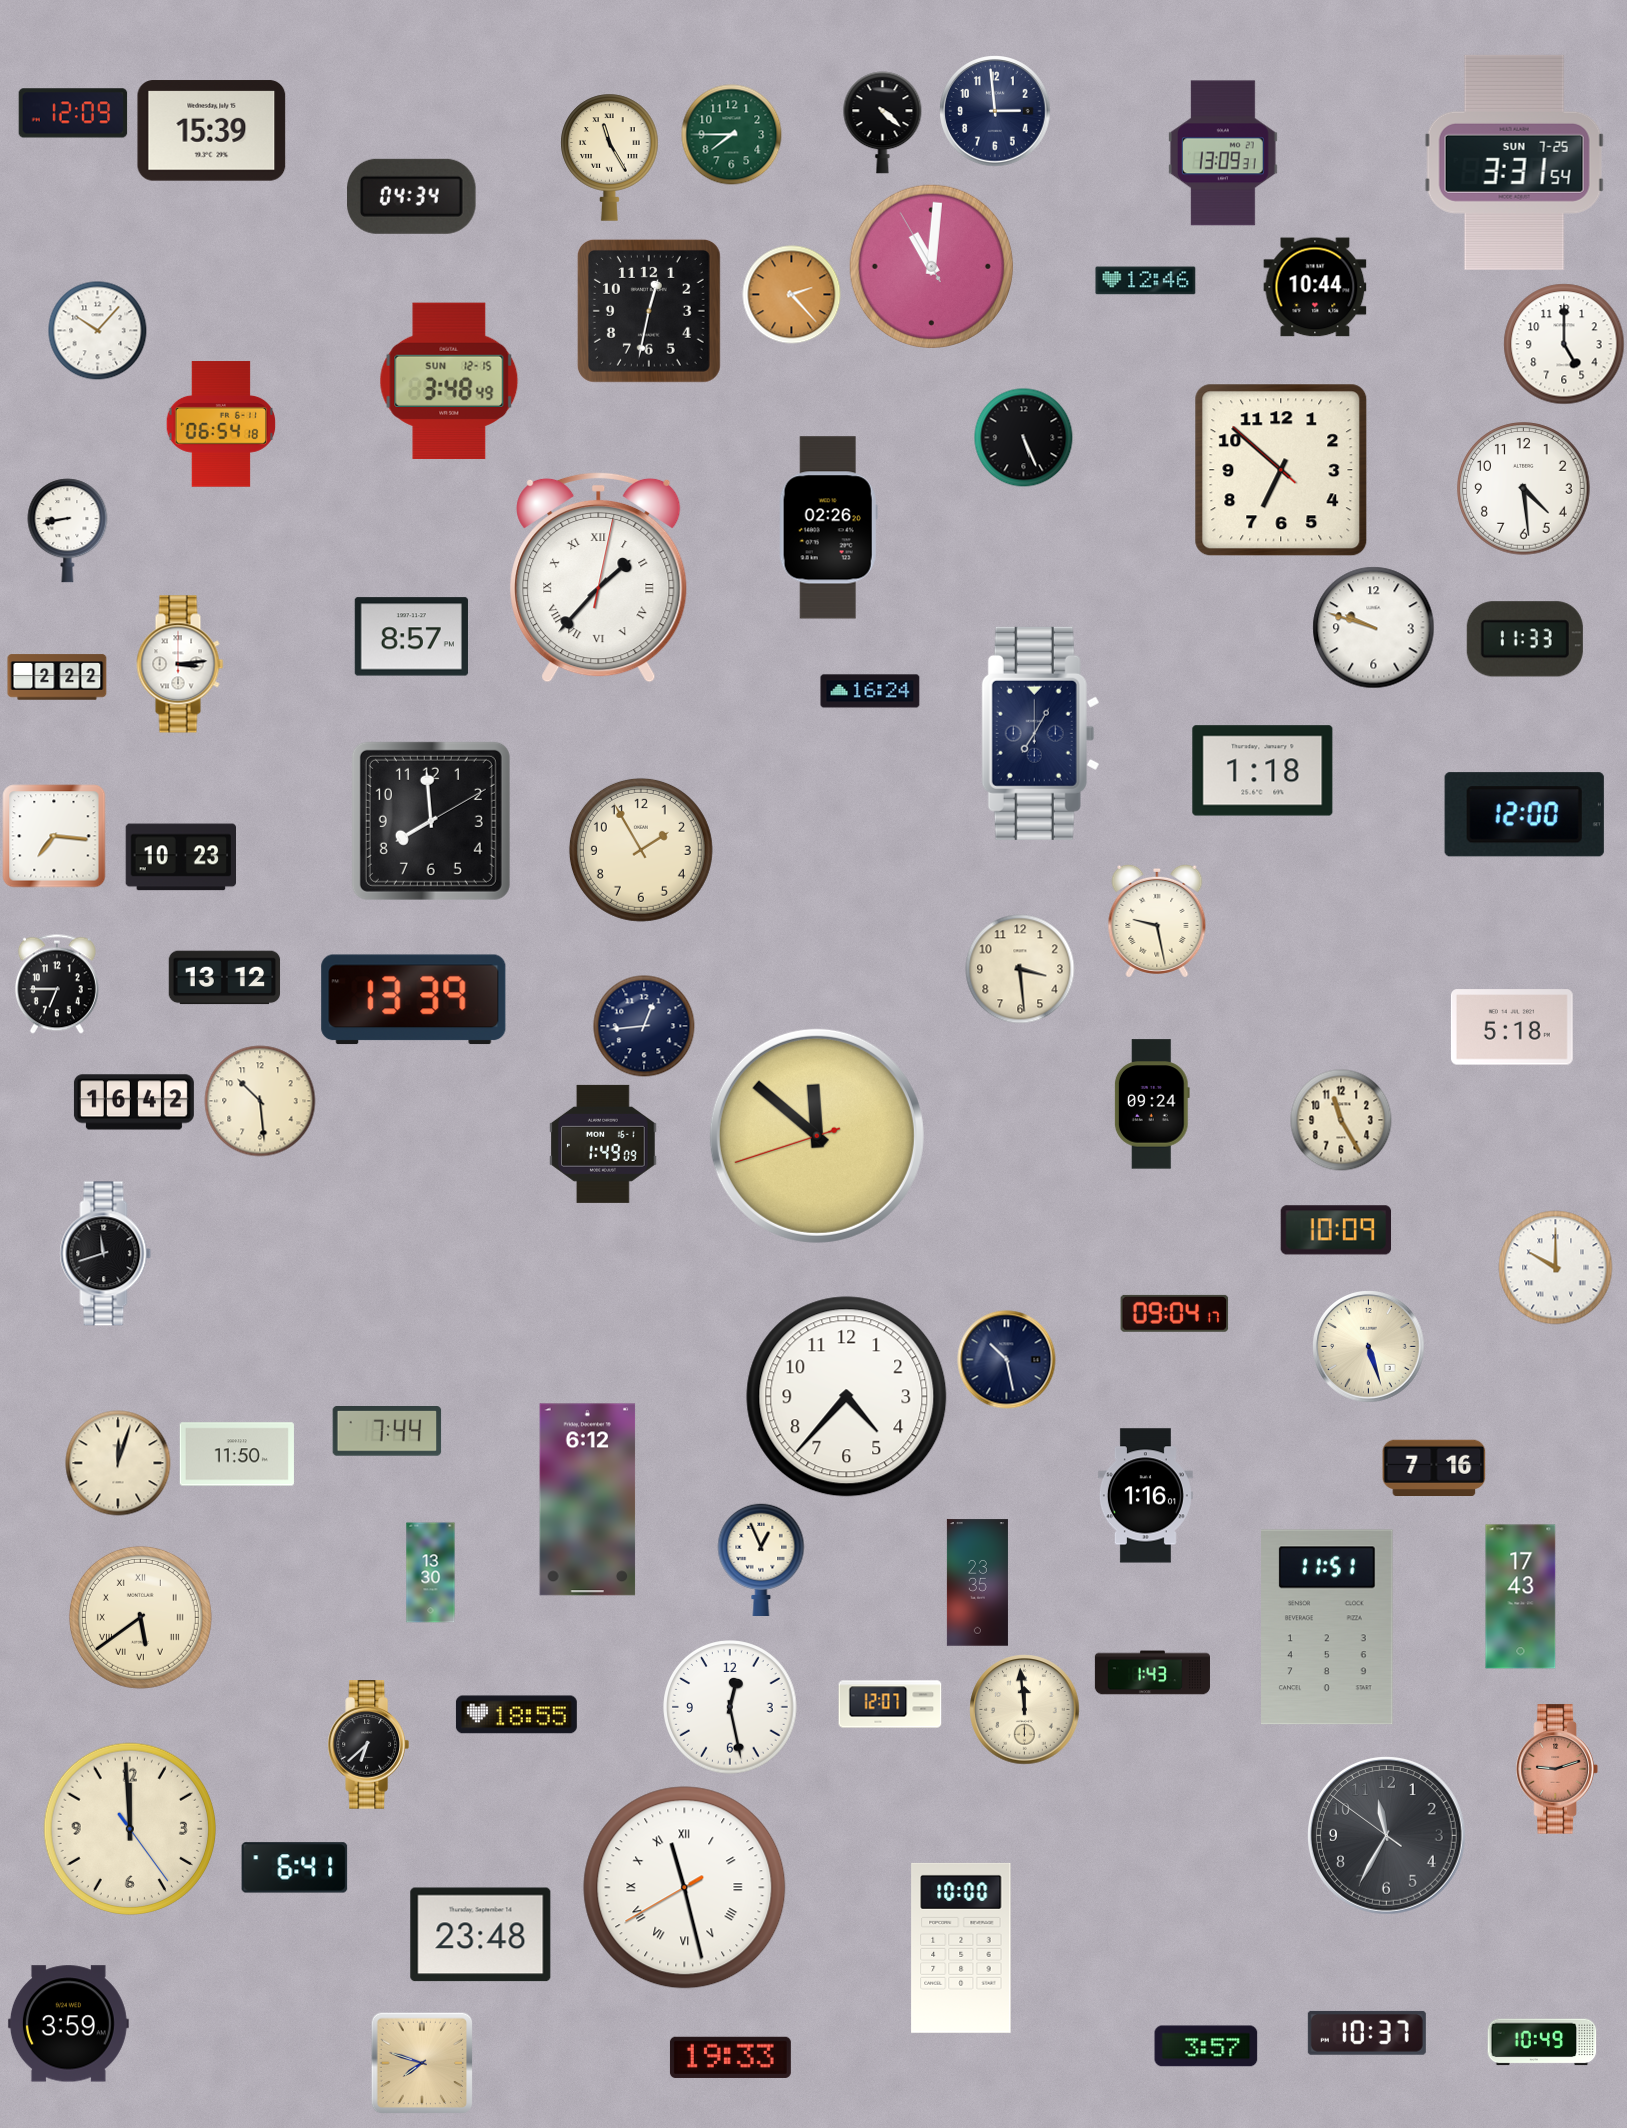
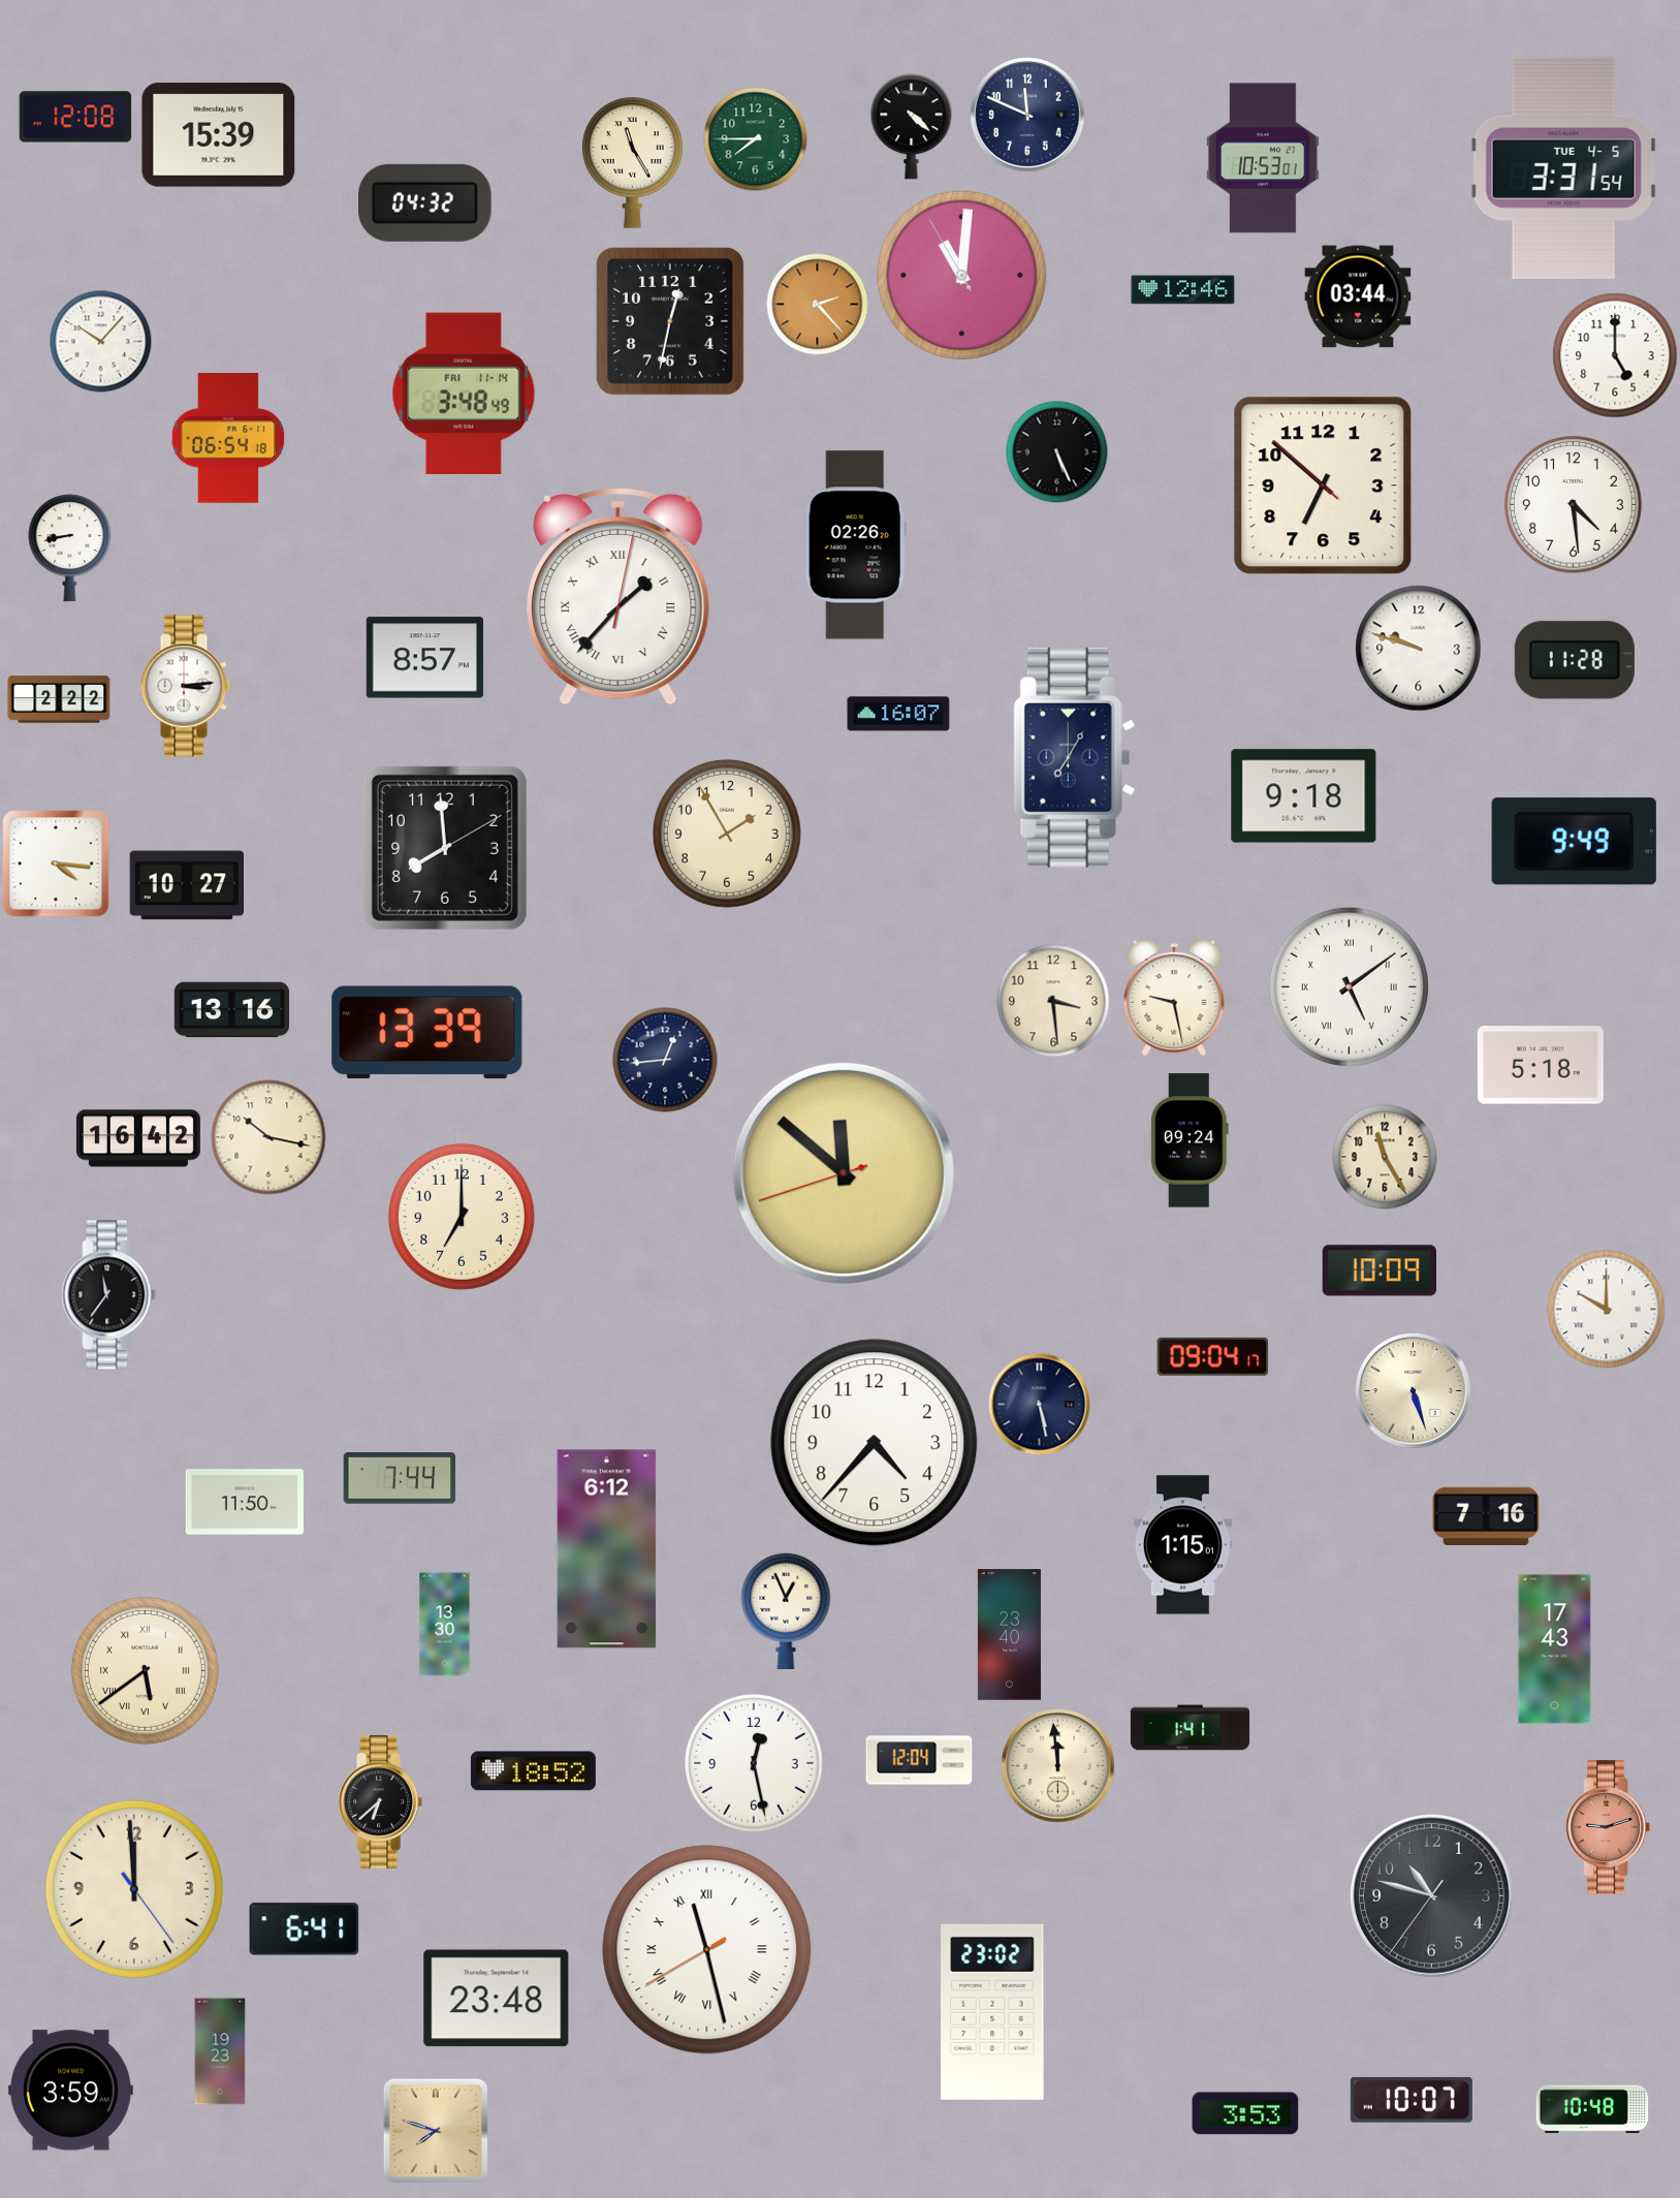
clock at (995, 111): 2:59 -> 11:49
clock at (73, 113): 12:09 -> 12:08
clock at (1223, 153): 13:09 -> 10:53
clock at (610, 157) position: (610, 157) -> (633, 162)
clock at (1514, 162) date: SUN 7-25 -> TUE 4-5
clock at (412, 196): 04:34 -> 04:32
clock at (1315, 287): 10:44 -> 03:44
clock at (449, 380) date: SUN 12-15 -> FRI 11-14
clock at (1525, 639): 11:33 -> 11:28
clock at (870, 691): 16:24 -> 16:07
clock at (1263, 771): 1:18 -> 9:18
clock at (1524, 815): 12:00 -> 9:49
clock at (54, 836): 7:16 -> 4:16
clock at (641, 850) position: (641, 850) -> (727, 834)
clock at (181, 857): 10:23 -> 10:27
clock at (1157, 921) position: (1157, 921) -> (1174, 998)
clock at (1349, 986): none -> 5:09
clock at (225, 978): 13:12 -> 13:16
clock at (57, 984): 6:45 -> none
clock at (1512, 1027) position: (1512, 1027) -> (1541, 1065)
clock at (260, 1101): 10:29 -> 10:17
clock at (603, 1144): 1:49 -> none
clock at (462, 1217): none -> 7:00
clock at (106, 1254): 11:42 -> 11:36
clock at (1007, 1360): 10:28 -> 5:28
clock at (118, 1463): 12:03 -> none
clock at (1434, 1467) position: (1434, 1467) -> (1486, 1515)
clock at (1145, 1496): 1:16 -> 1:15
clock at (977, 1583): 23:35 -> 23:40
clock at (1521, 1597) position: (1521, 1597) -> (1555, 1650)
clock at (1328, 1627): 11:51 -> none
clock at (1152, 1673): 1:43 -> 1:41
clock at (890, 1704): 12:07 -> 12:04
clock at (516, 1715): 18:55 -> 18:52
clock at (1387, 1836): 11:34 -> 10:47
clock at (961, 1948): 10:00 -> 23:02
clock at (220, 2051): none -> 19:23
clock at (1367, 2033): 10:37 -> 10:07
clock at (1542, 2042): 10:49 -> 10:48
clock at (1206, 2046): 3:57 -> 3:53
clock at (730, 2057): 19:33 -> none
